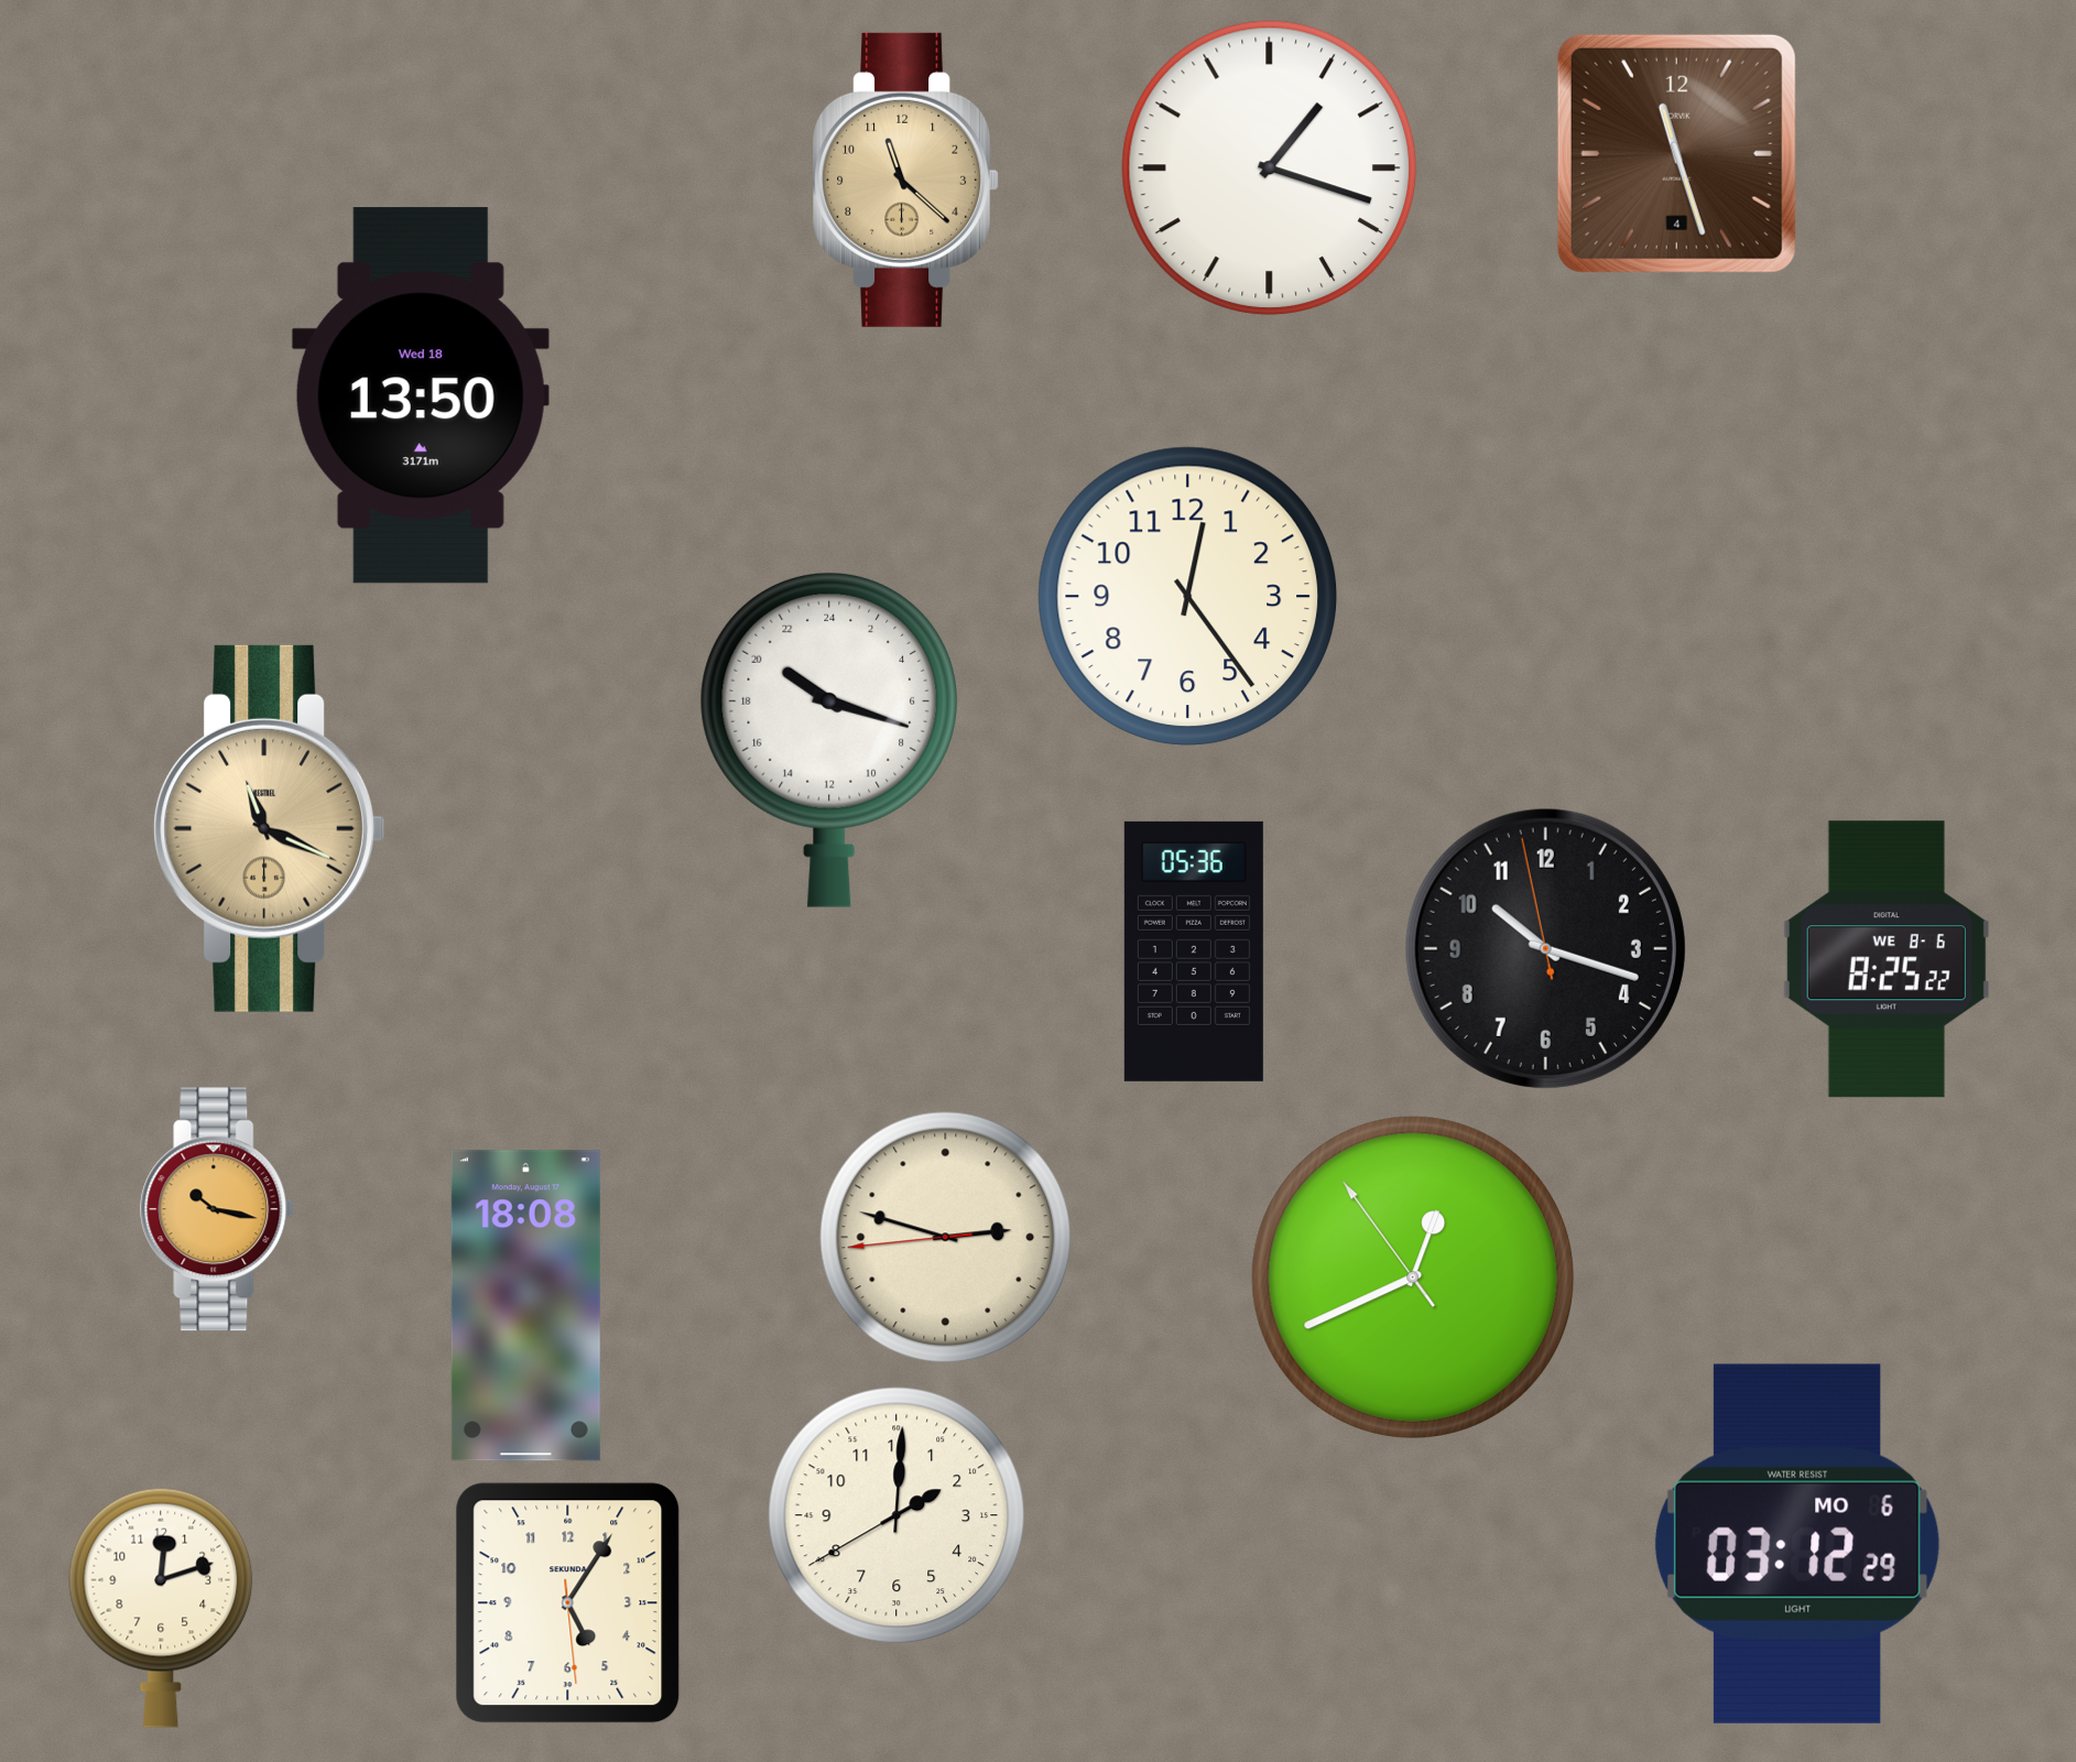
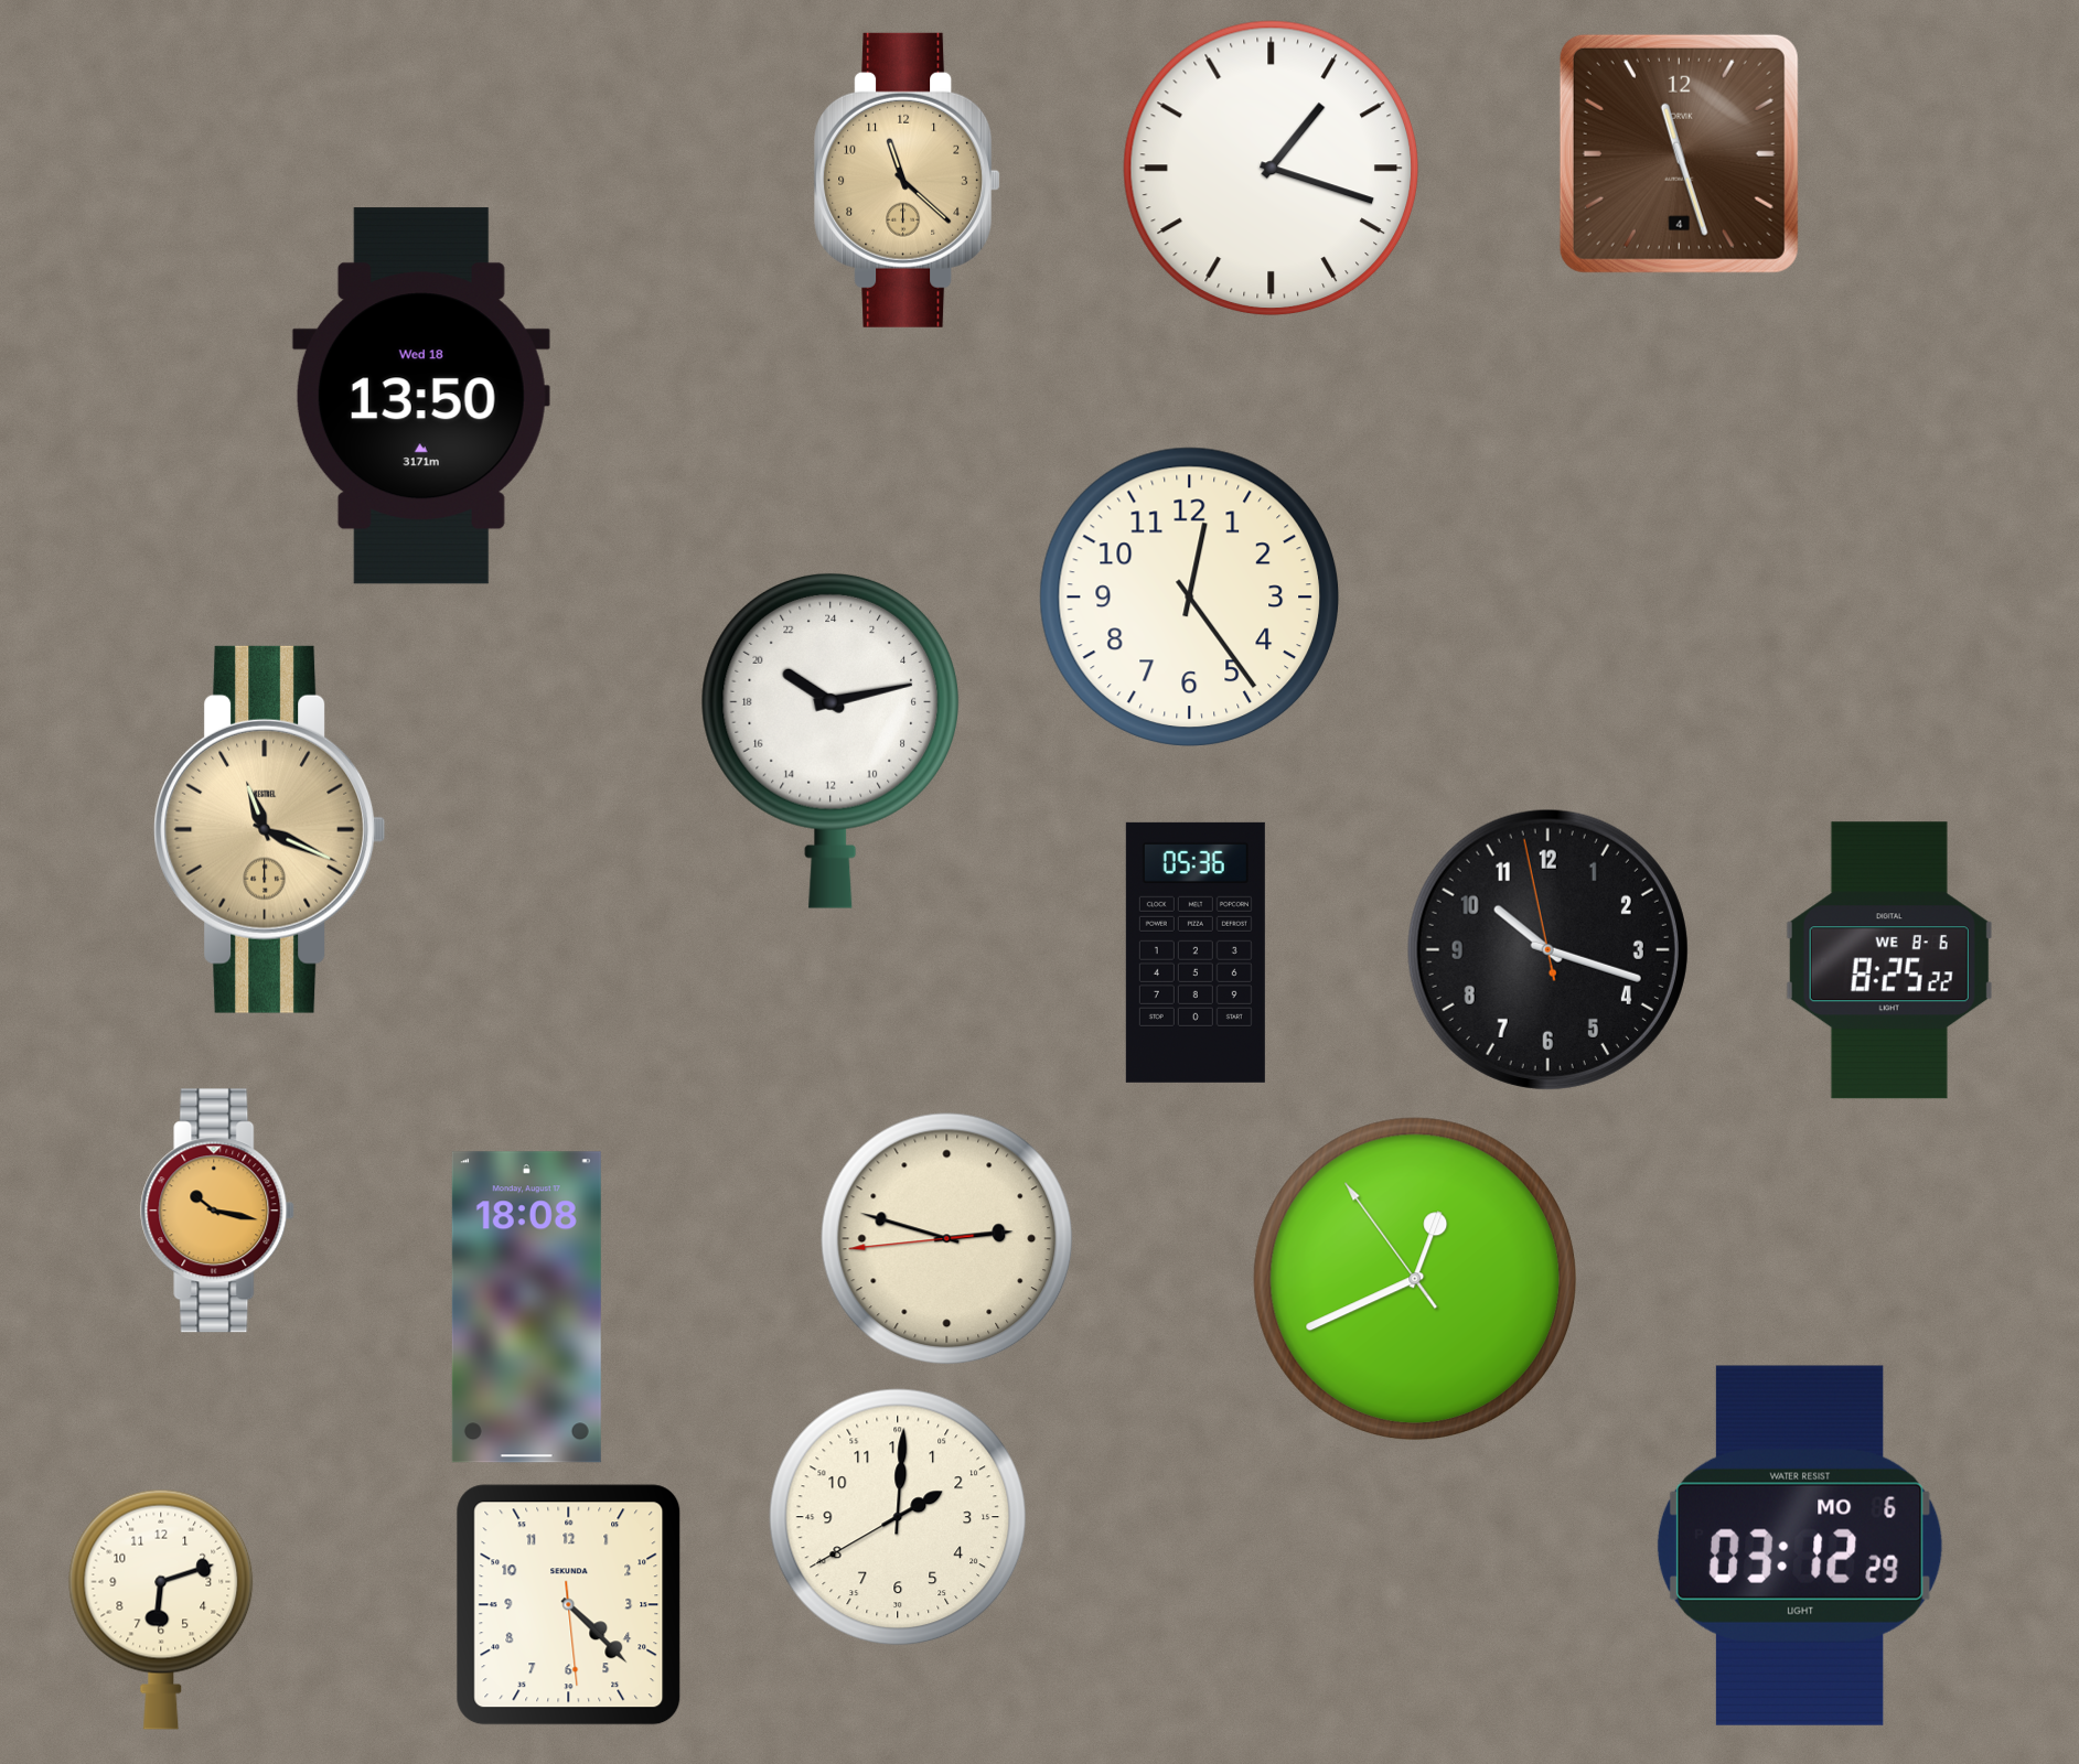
clock at (828, 739): 20:18 -> 20:13
clock at (568, 1603): 5:05 -> 4:22
clock at (161, 1608): 12:12 -> 6:12
